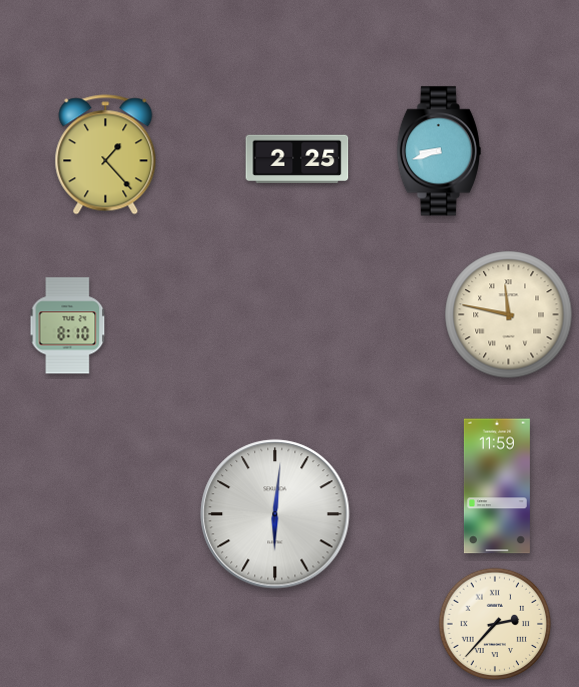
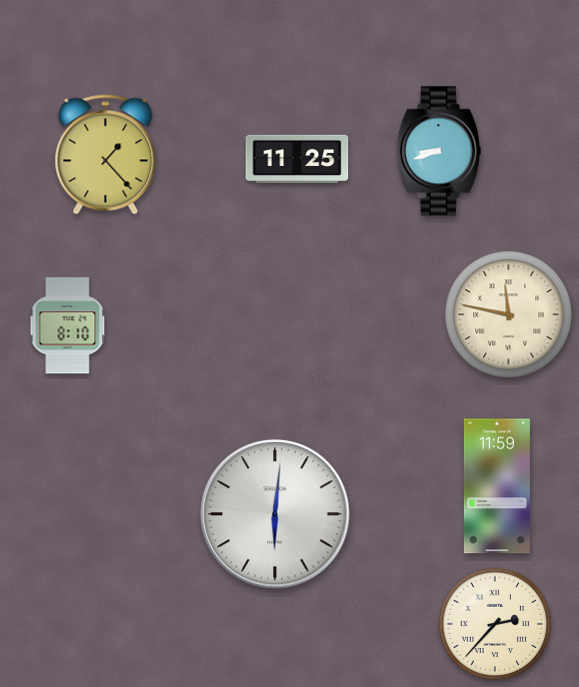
clock at (297, 158): 2:25 -> 11:25
